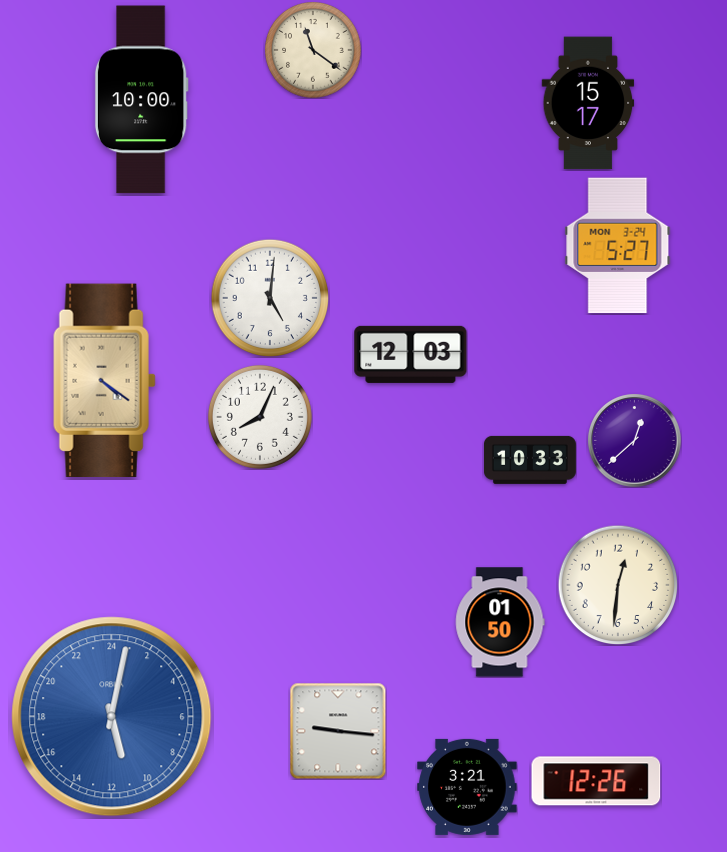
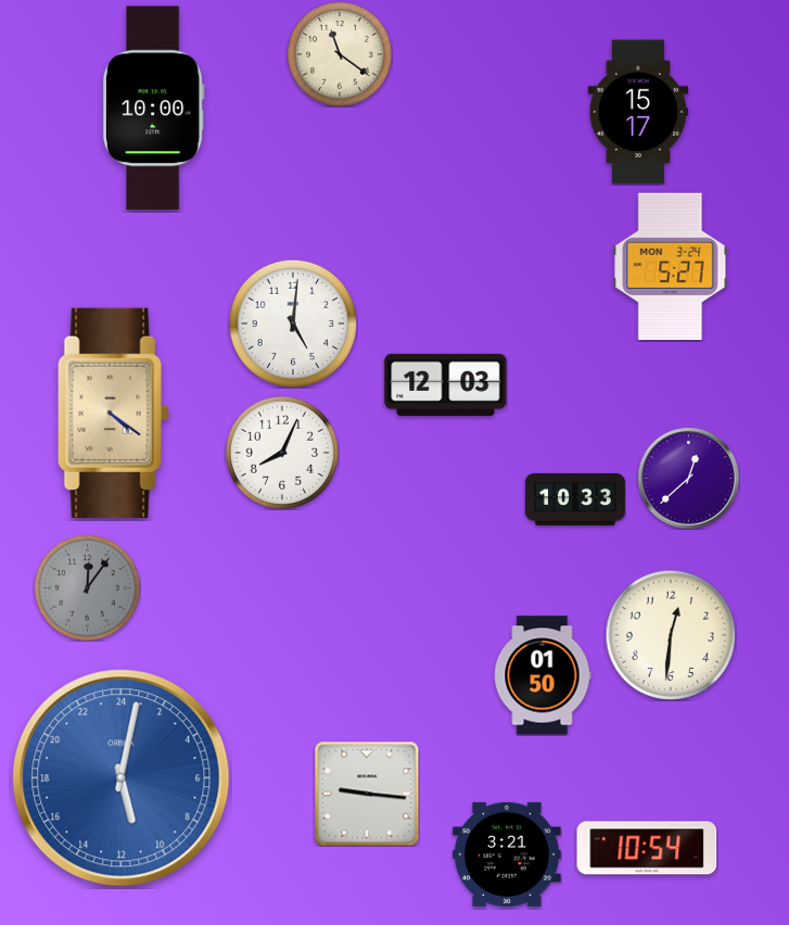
clock at (88, 588): none -> 12:06
clock at (596, 781): 12:26 -> 10:54
